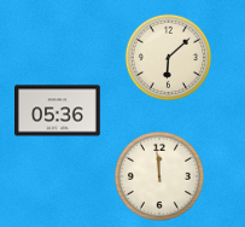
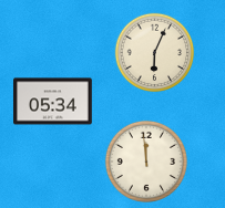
clock at (169, 58): 6:08 -> 6:04
clock at (58, 111): 05:36 -> 05:34
